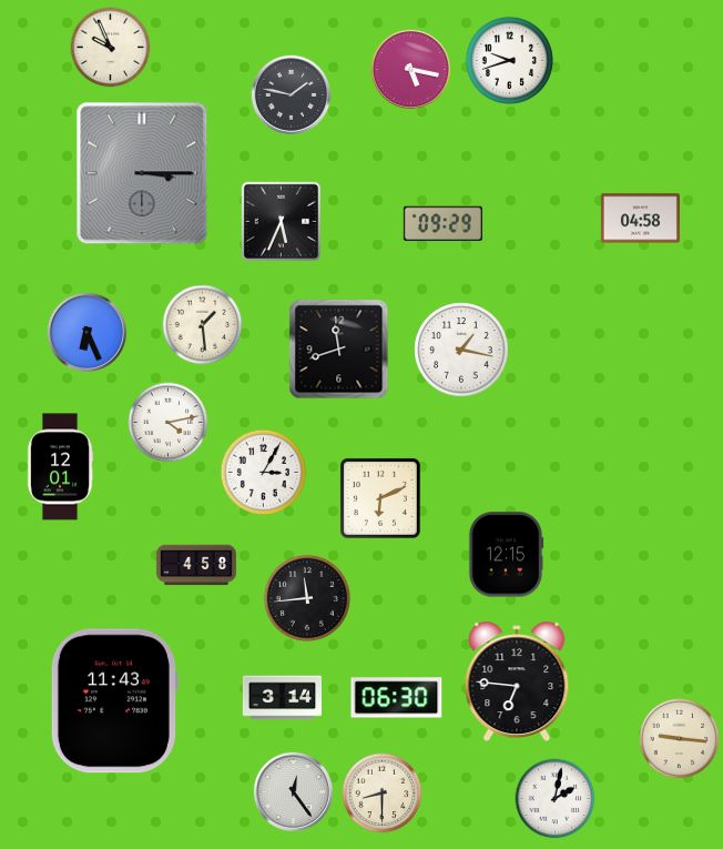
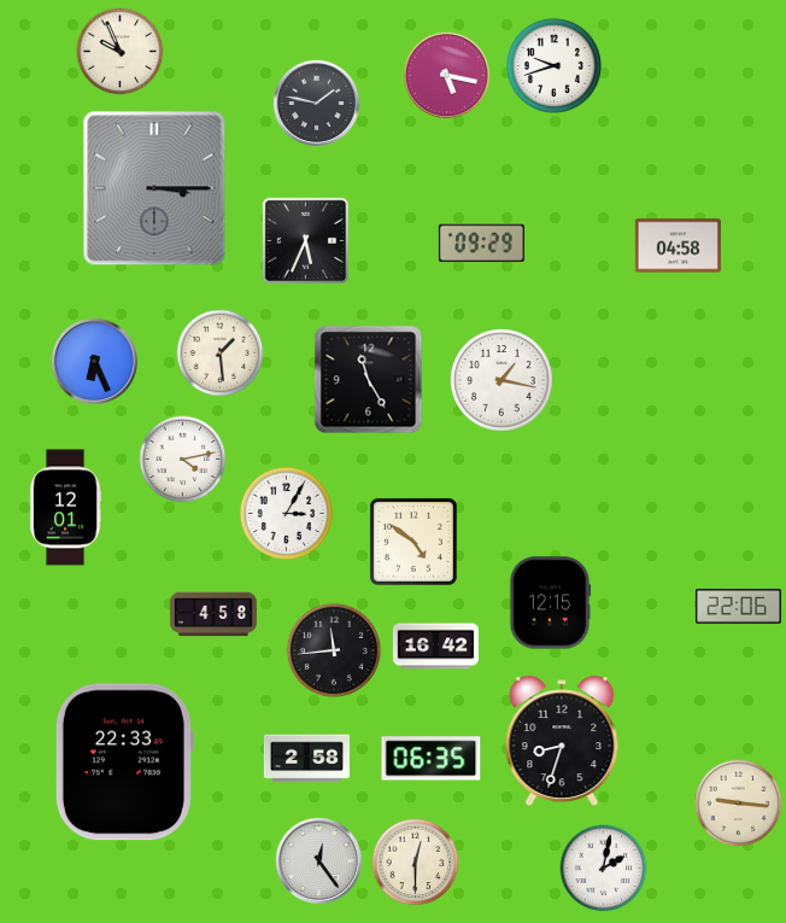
clock at (640, 219) position: (640, 219) -> (678, 246)
clock at (339, 350): 11:42 -> 11:25
clock at (380, 498): 6:11 -> 4:51
clock at (738, 607): none -> 22:06
clock at (435, 647): none -> 16:42
clock at (517, 680): 6:46 -> 8:33
clock at (282, 698): 3:14 -> 2:58
clock at (397, 698): 06:30 -> 06:35
clock at (114, 701): 11:43 -> 22:33
clock at (383, 794): 8:30 -> 12:30
